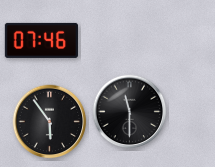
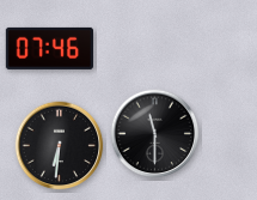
clock at (50, 122): 5:54 -> 6:31
